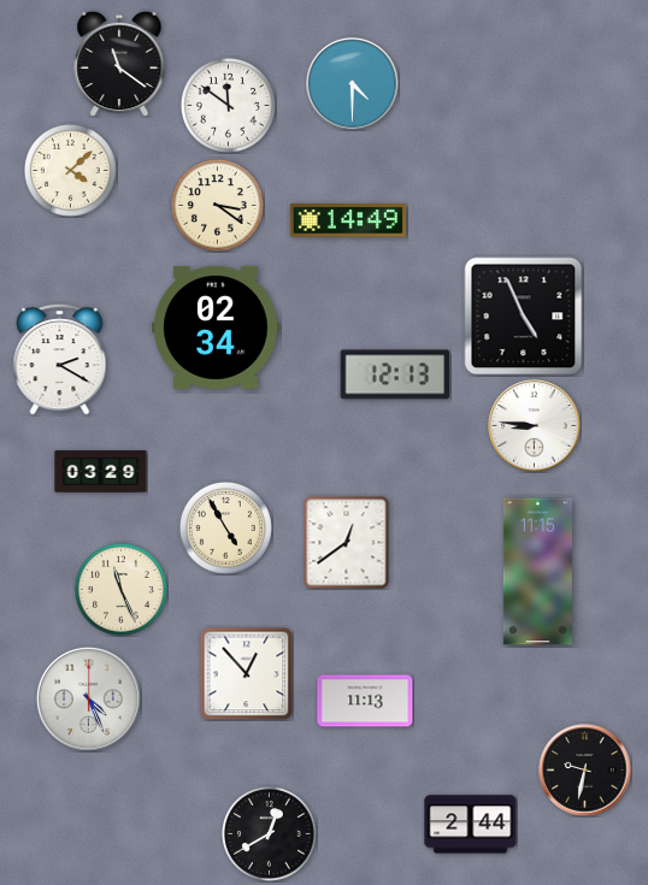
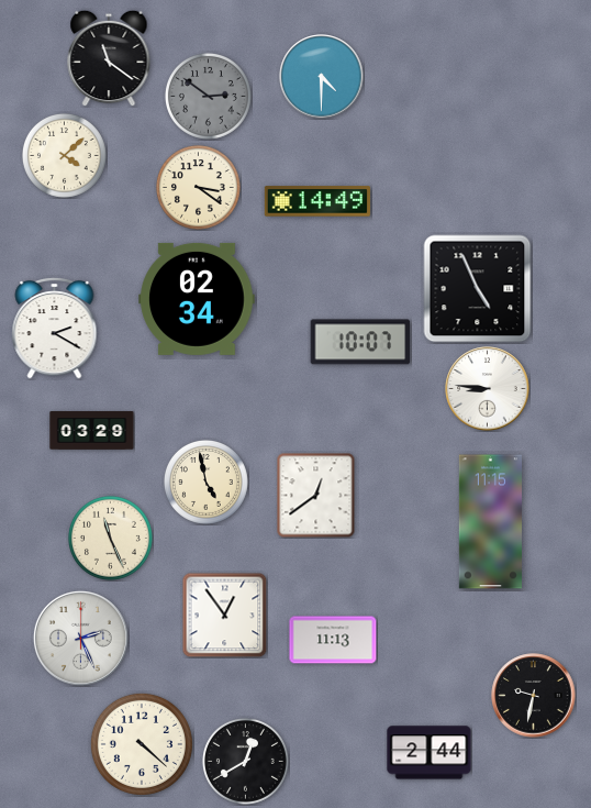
clock at (228, 105): 11:51 -> 2:51
clock at (228, 105) dial: white -> grey
clock at (395, 374): 12:13 -> 10:07
clock at (225, 527): 4:55 -> 4:58
clock at (246, 673): 12:53 -> 12:54
clock at (88, 698): 4:26 -> 2:26
clock at (585, 771) position: (585, 771) -> (534, 696)
clock at (142, 744): none -> 4:22
